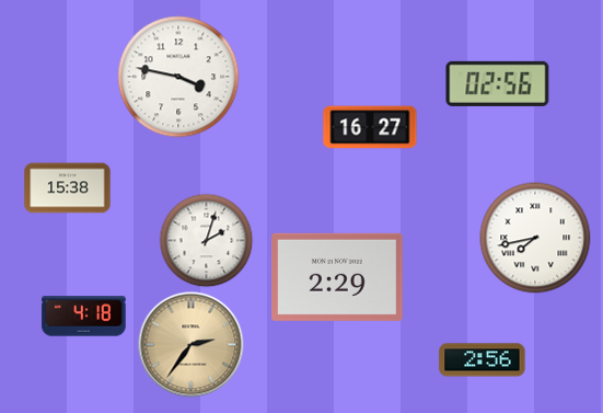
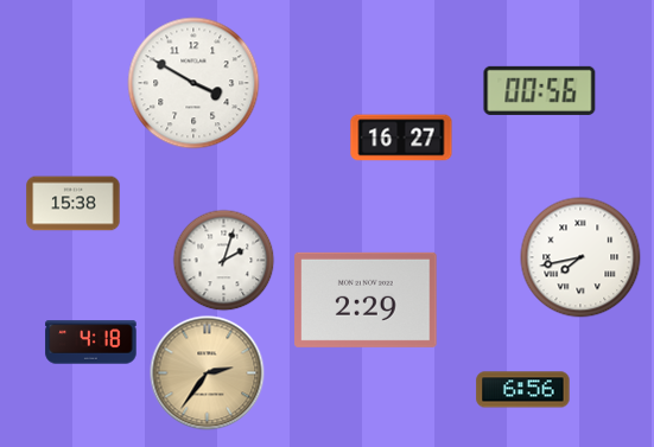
clock at (178, 77): 3:47 -> 3:50
clock at (498, 83): 02:56 -> 00:56
clock at (483, 360): 2:56 -> 6:56
